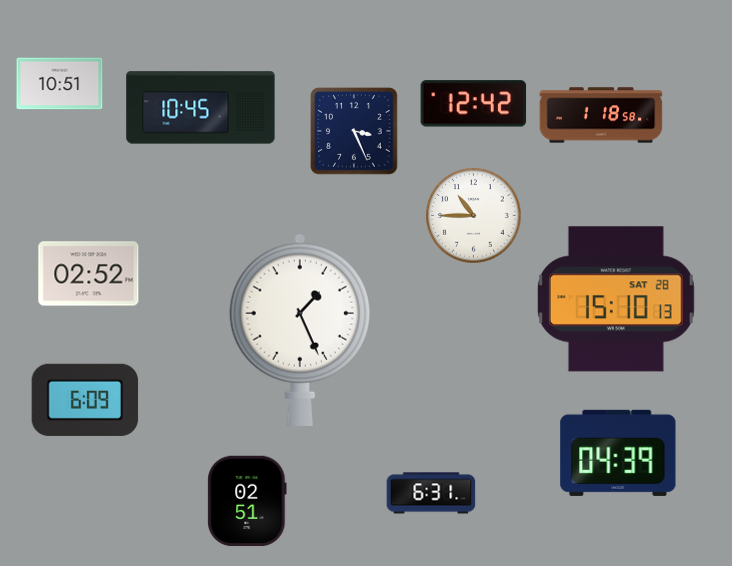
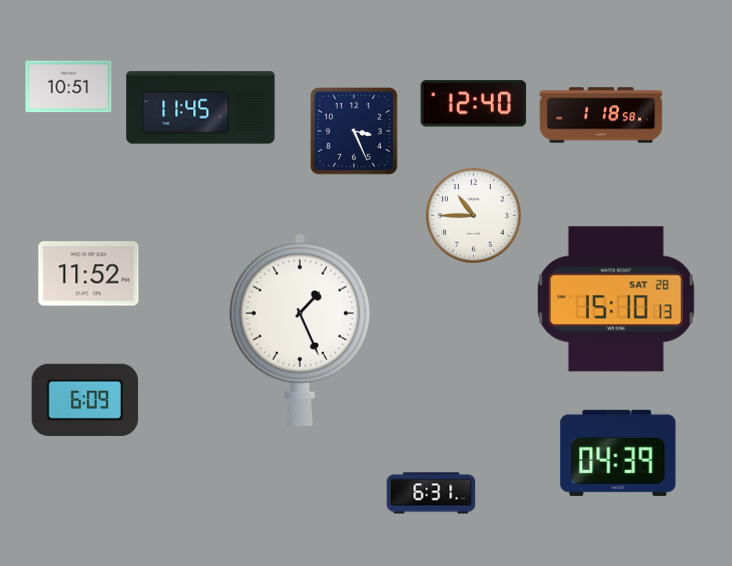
clock at (60, 84) position: (60, 84) -> (69, 87)
clock at (474, 104): 12:42 -> 12:40
clock at (201, 108): 10:45 -> 11:45
clock at (89, 274): 02:52 -> 11:52
clock at (247, 501): 02:51 -> none
